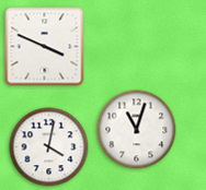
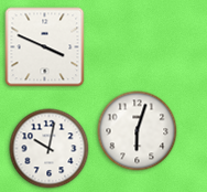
clock at (137, 130): 11:03 -> 6:03
clock at (49, 147): 4:02 -> 10:02
